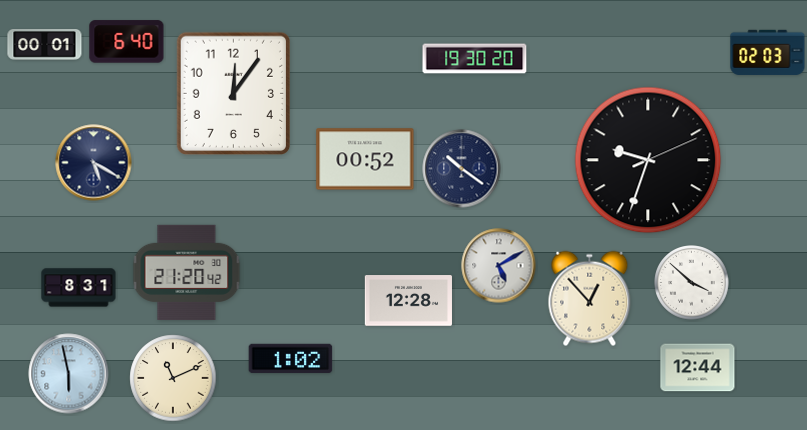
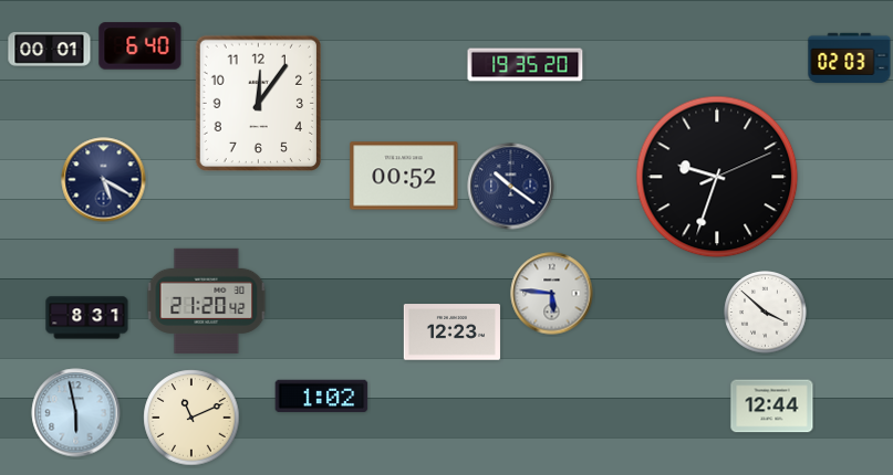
clock at (475, 59): 19:30 -> 19:35
clock at (499, 266): 5:10 -> 5:46
clock at (590, 299): 12:53 -> none
clock at (408, 301): 12:28 -> 12:23
